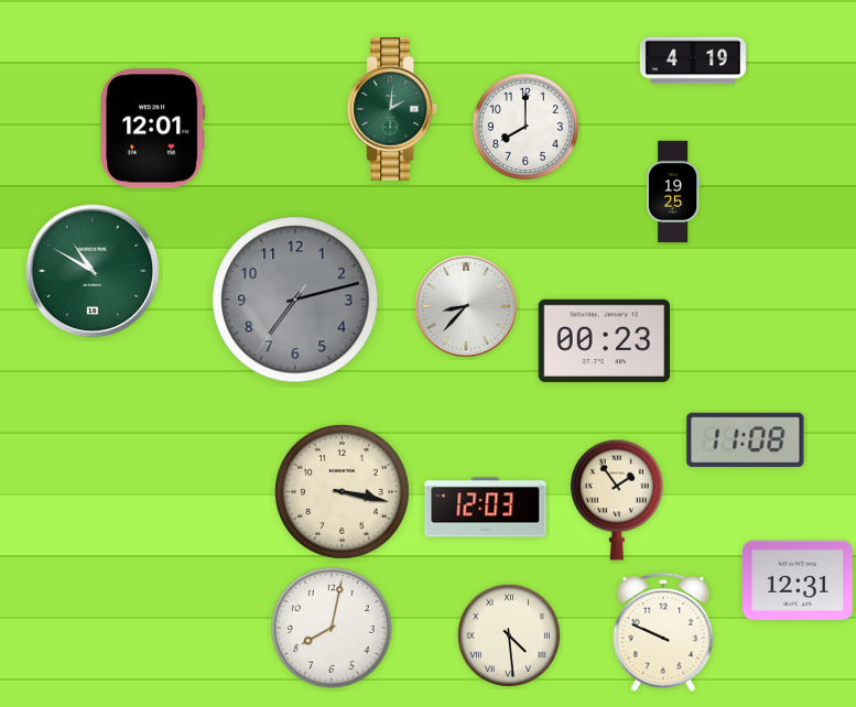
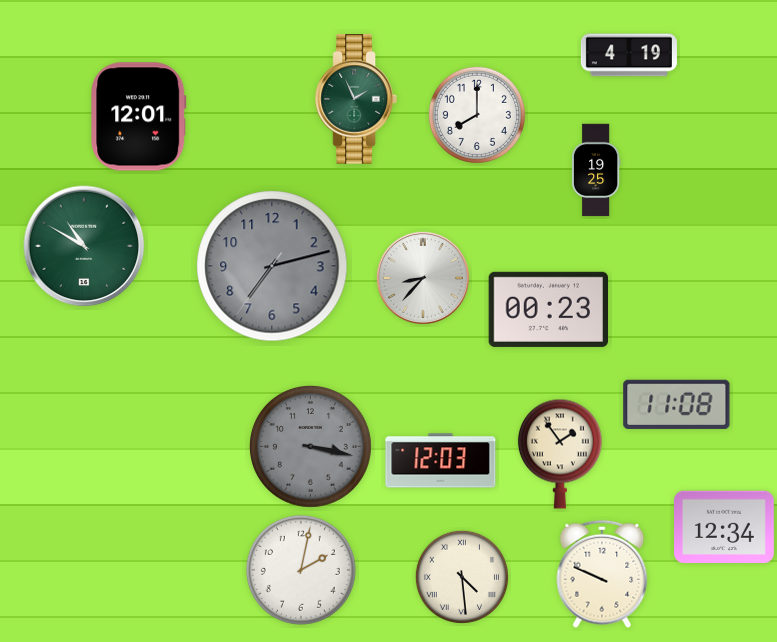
clock at (392, 109): 2:01 -> 1:56
clock at (673, 192) position: (673, 192) -> (596, 170)
clock at (295, 300) position: (295, 300) -> (272, 266)
clock at (746, 439) position: (746, 439) -> (677, 404)
clock at (342, 491) dial: cream -> grey
clock at (799, 580): 12:31 -> 12:34
clock at (332, 628): 8:02 -> 2:02
